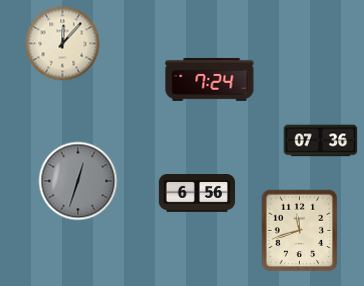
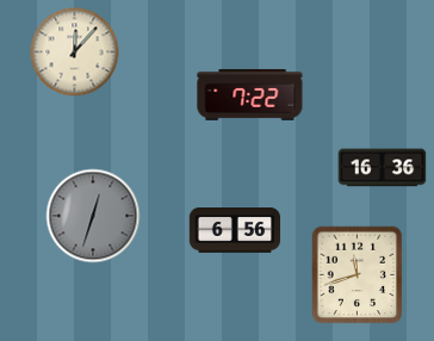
clock at (210, 79): 7:24 -> 7:22
clock at (321, 141): 07:36 -> 16:36
